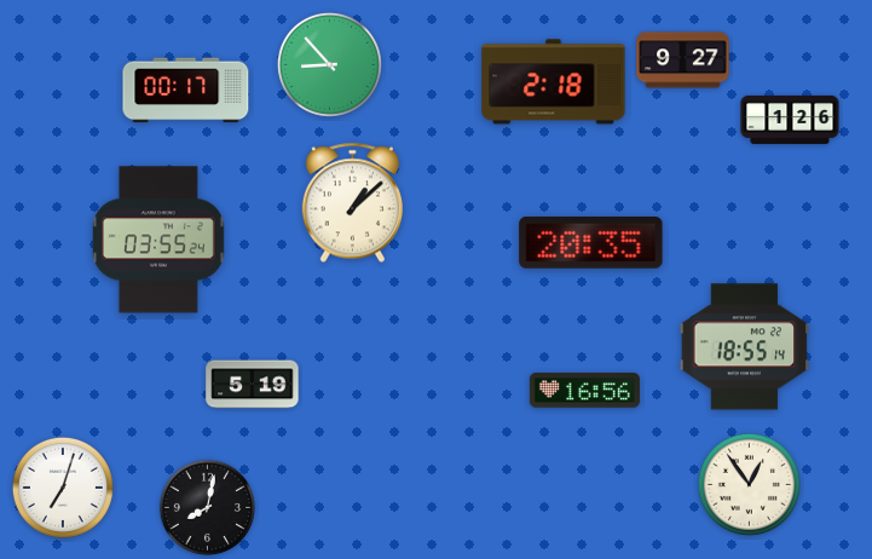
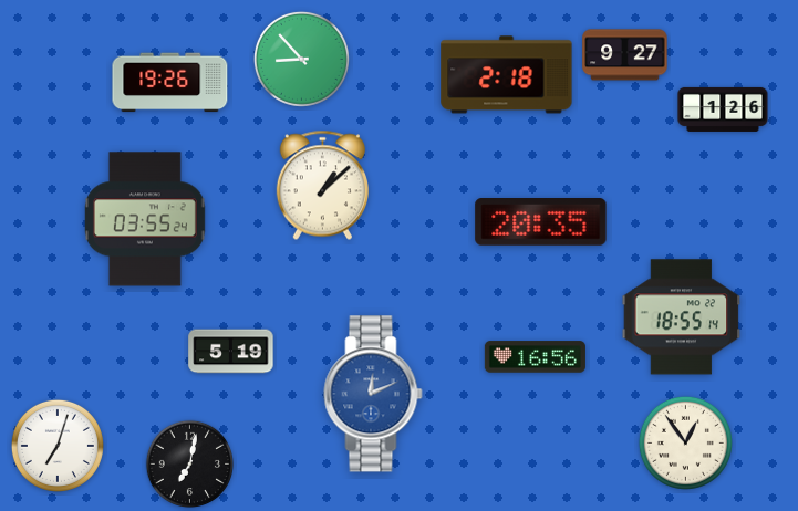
clock at (186, 91): 00:17 -> 19:26
clock at (373, 394): none -> 12:11
clock at (208, 508): 8:02 -> 7:02
